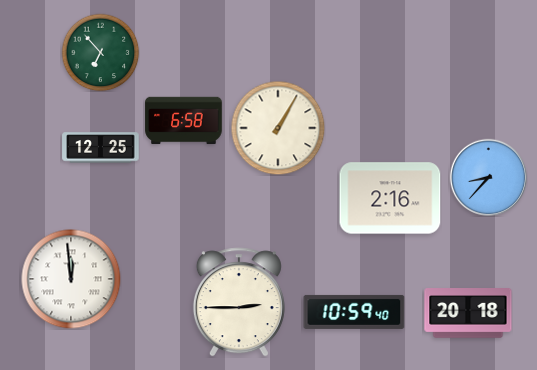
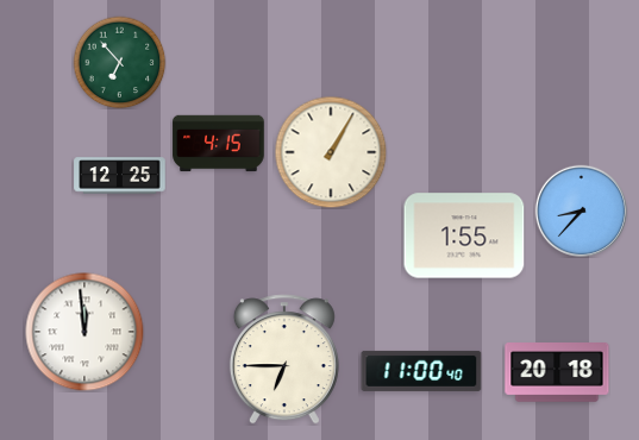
clock at (184, 121): 6:58 -> 4:15
clock at (390, 198): 2:16 -> 1:55
clock at (239, 302): 2:45 -> 6:45
clock at (354, 312): 10:59 -> 11:00
